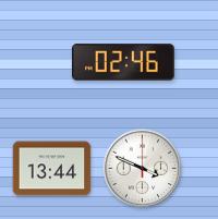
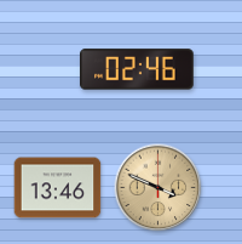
clock at (52, 169): 13:44 -> 13:46
clock at (143, 169) dial: white -> champagne
